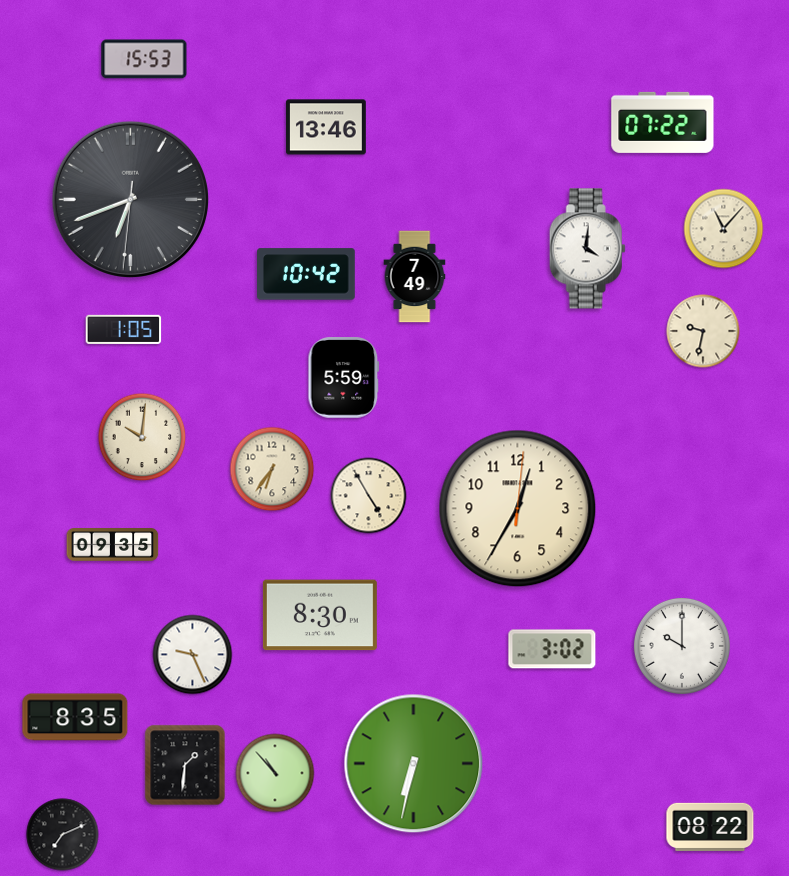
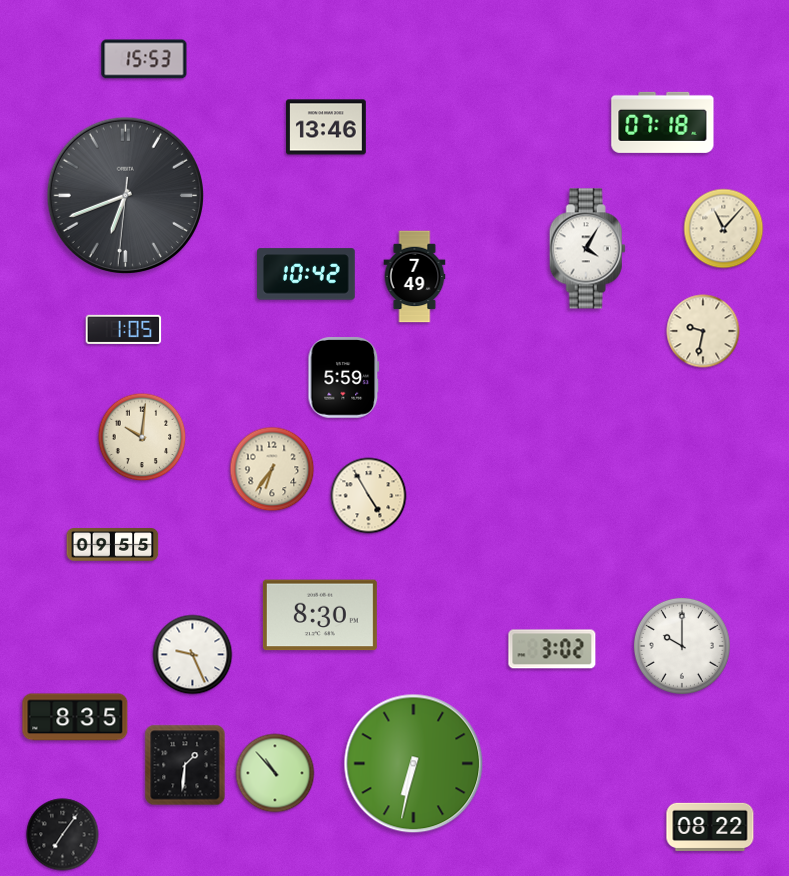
clock at (663, 122): 07:22 -> 07:18
clock at (130, 199) position: (130, 199) -> (125, 195)
clock at (587, 249): 4:01 -> 4:05
clock at (518, 509): 12:35 -> none
clock at (113, 545): 09:35 -> 09:55
clock at (63, 835): 7:11 -> 7:06
